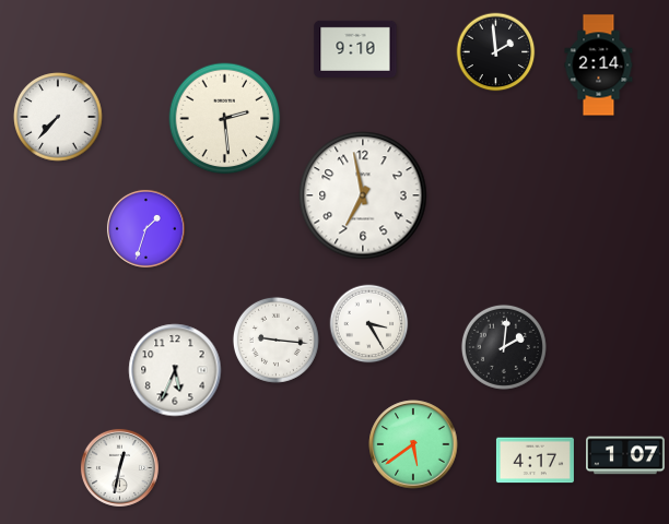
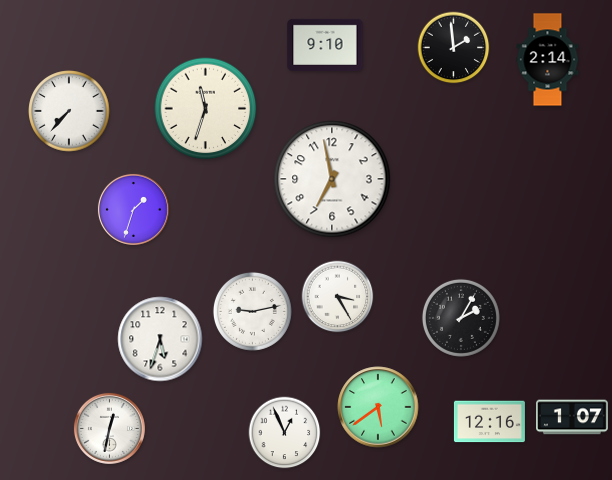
clock at (58, 117) position: (58, 117) -> (69, 111)
clock at (225, 119): 2:29 -> 11:33
clock at (275, 340): 9:16 -> 9:13
clock at (504, 347): 2:01 -> 2:05
clock at (175, 370): 5:34 -> 5:33
clock at (535, 461): 4:17 -> 12:16
clock at (285, 433): none -> 12:56
